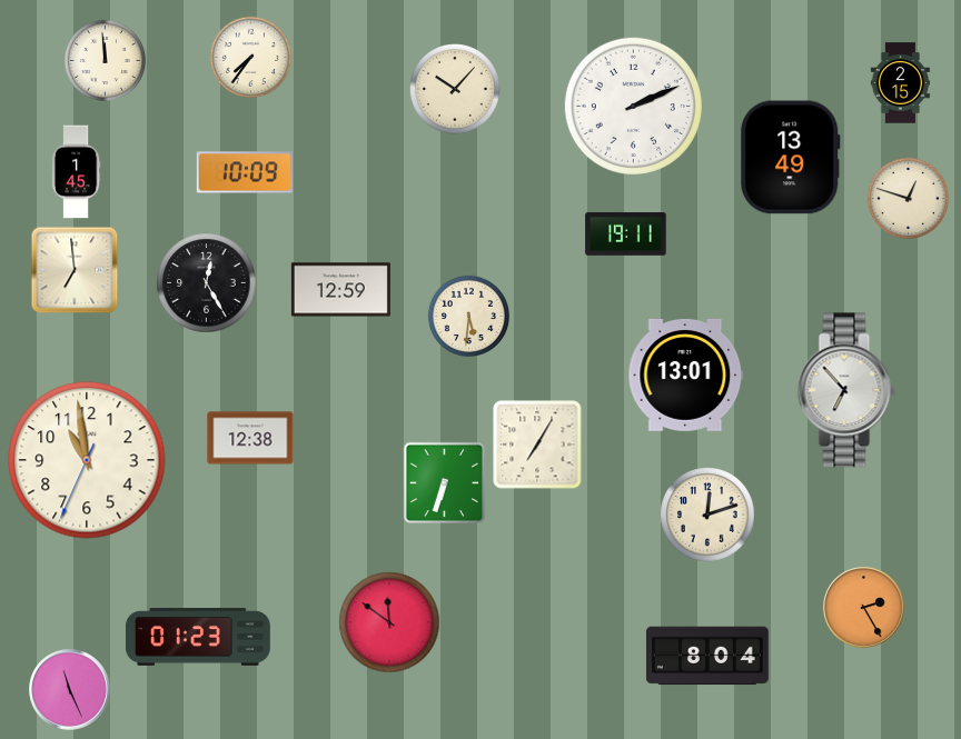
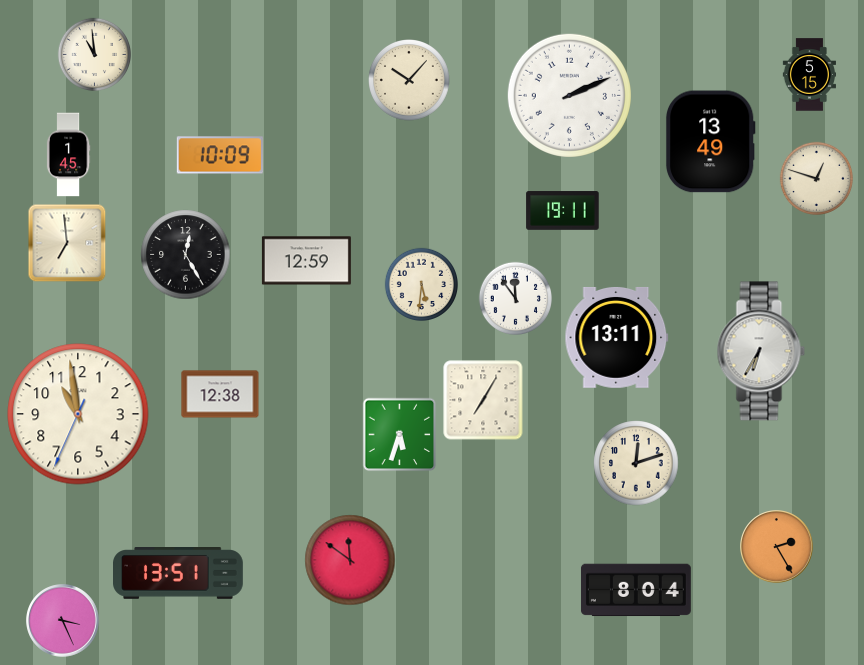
clock at (250, 57): 7:36 -> none
clock at (105, 60): 11:59 -> 10:59
clock at (900, 83): 2:15 -> 5:15
clock at (515, 298): none -> 11:54
clock at (686, 375): 13:01 -> 13:11
clock at (846, 390): 6:53 -> 6:35
clock at (250, 438) position: (250, 438) -> (220, 394)
clock at (445, 483): 6:33 -> 5:33
clock at (199, 638): 01:23 -> 13:51
clock at (70, 690): 11:26 -> 3:26
